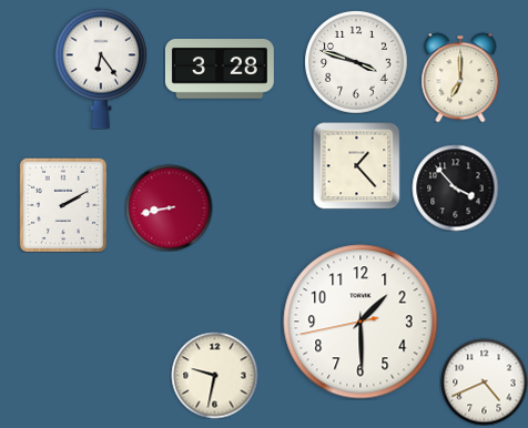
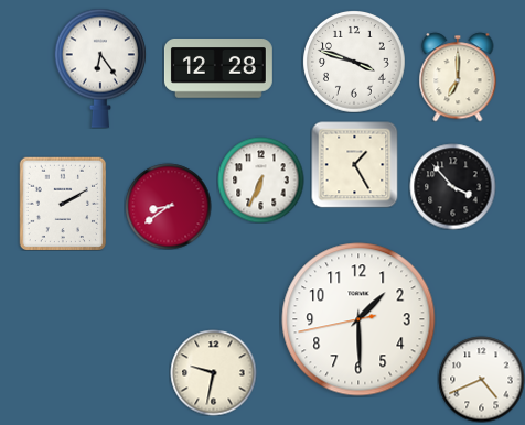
clock at (220, 70): 3:28 -> 12:28
clock at (356, 165): 1:23 -> 1:25
clock at (260, 179): none -> 6:34
clock at (169, 207): 8:43 -> 8:39
